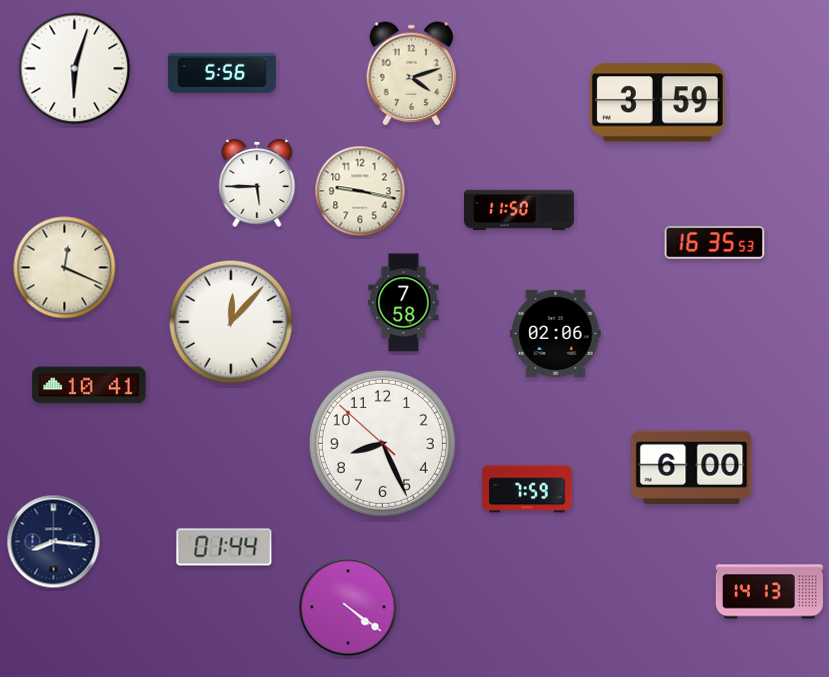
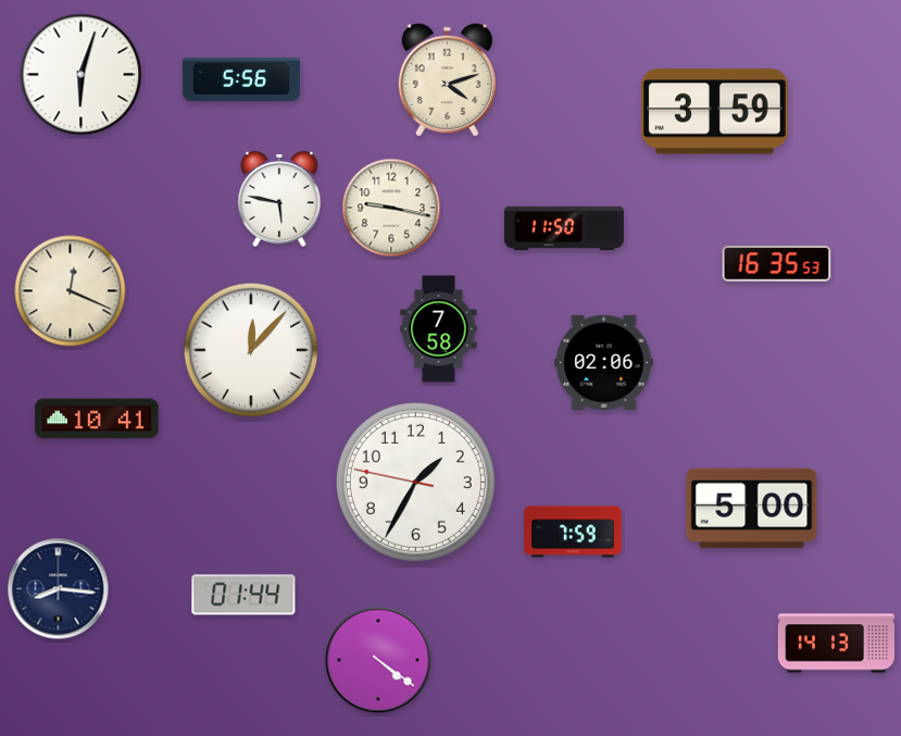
clock at (257, 183): 5:45 -> 5:47
clock at (382, 443): 8:25 -> 1:34
clock at (692, 468): 6:00 -> 5:00
